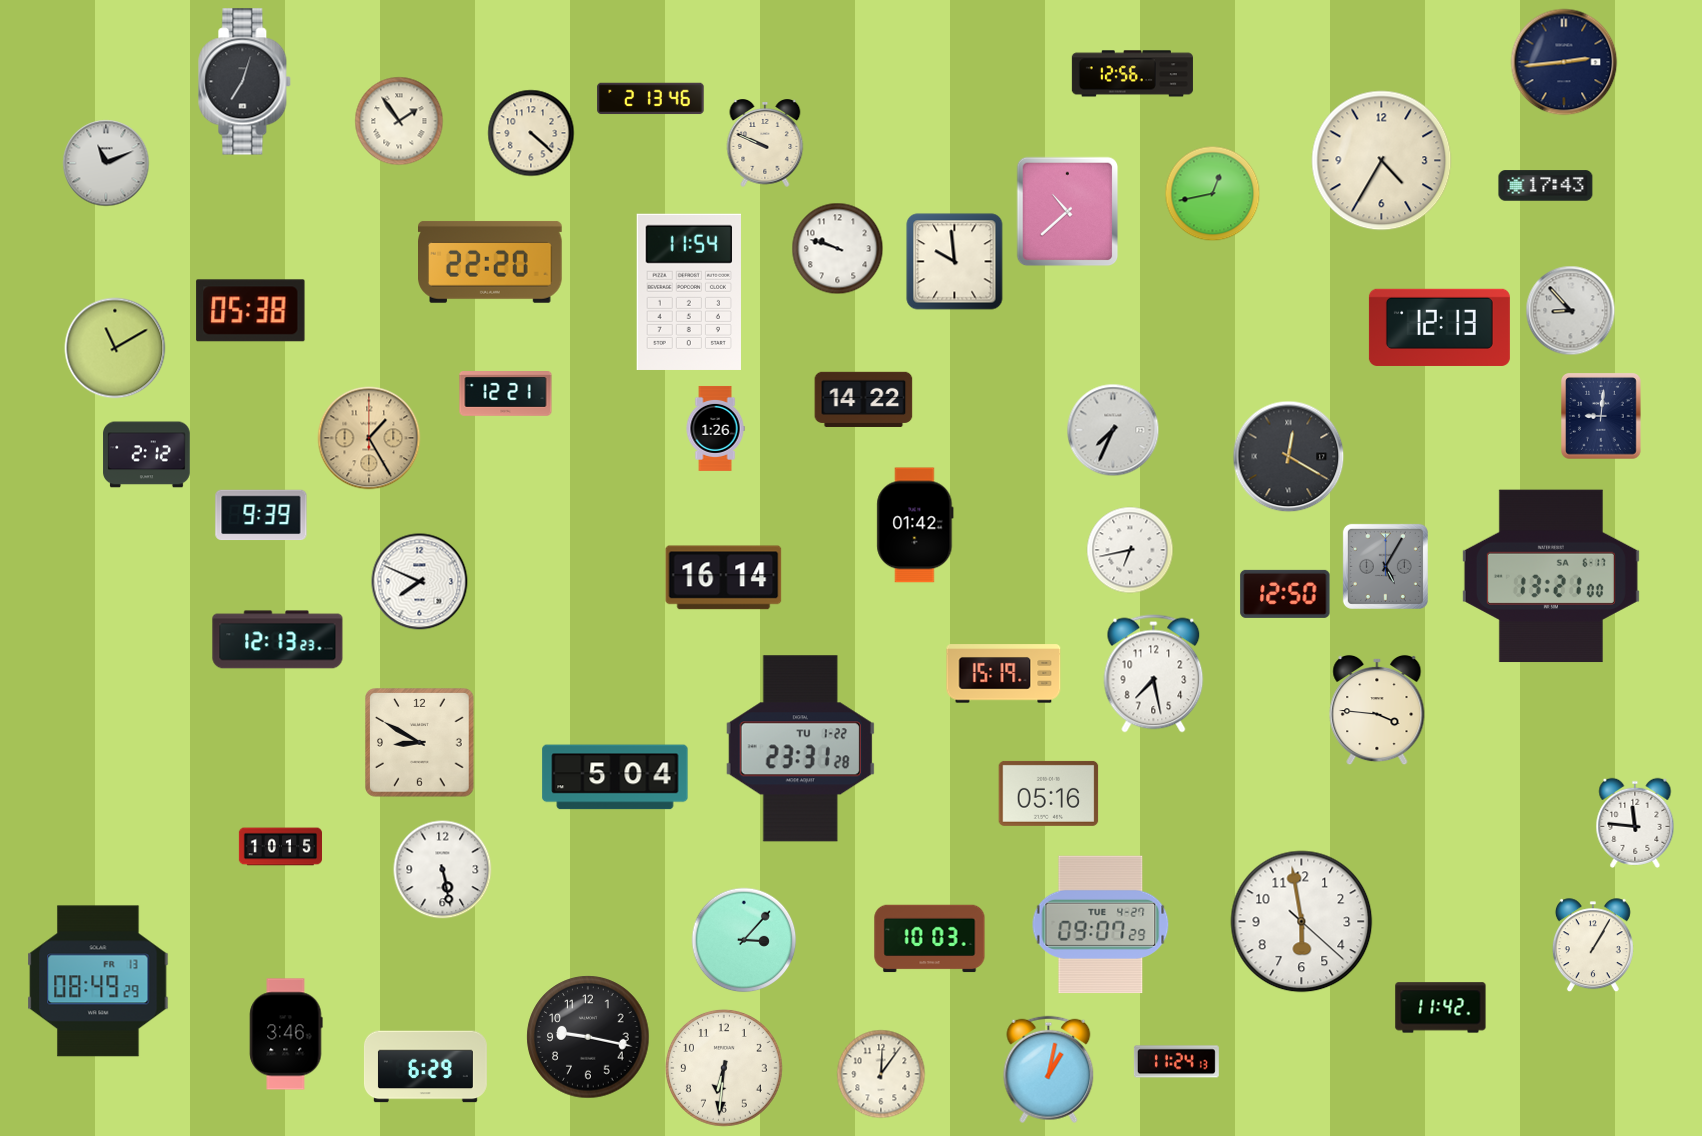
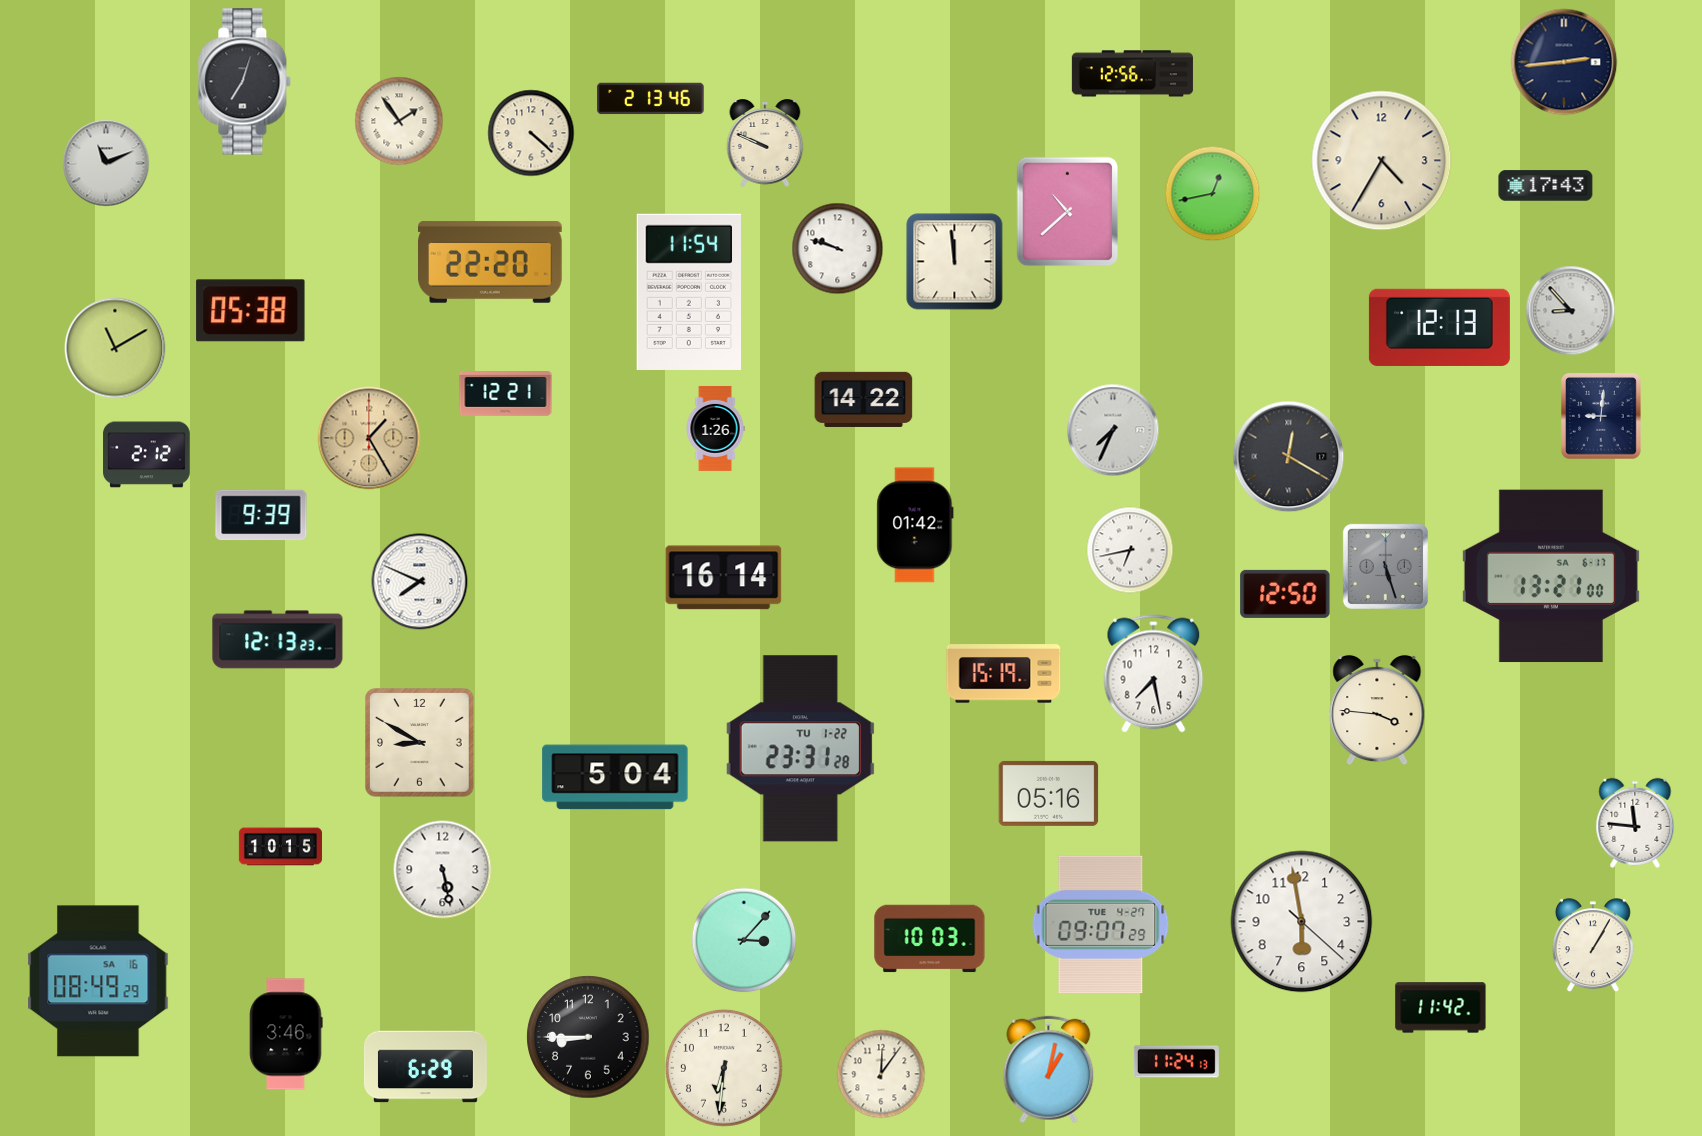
clock at (955, 262): 9:59 -> 11:59
clock at (1385, 566): 5:05 -> 5:27
clock at (98, 981) date: FR 13 -> SA 16
clock at (588, 1037): 9:17 -> 8:45
